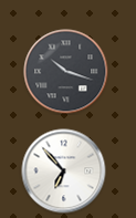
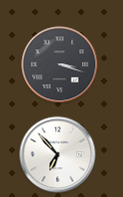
clock at (66, 72): 10:18 -> 3:18
